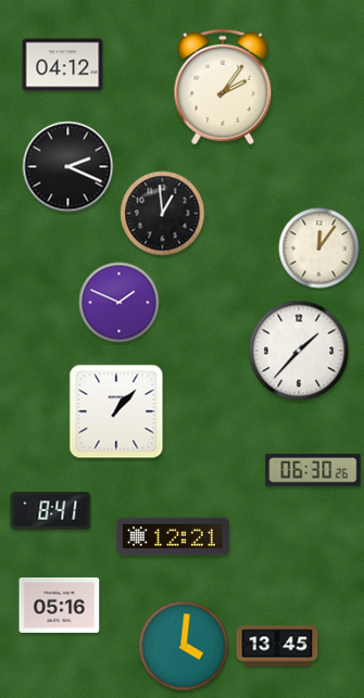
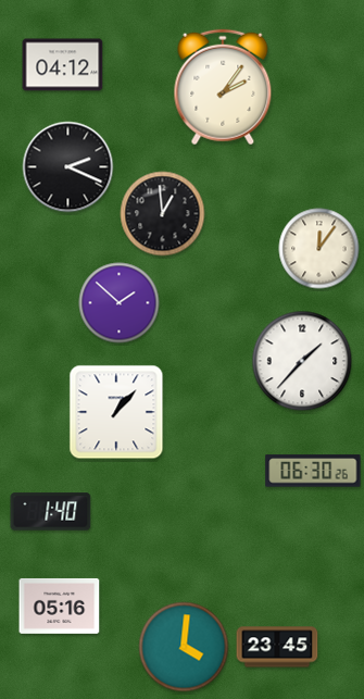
clock at (120, 303): 1:49 -> 1:52
clock at (299, 351) position: (299, 351) -> (302, 361)
clock at (51, 511): 8:41 -> 1:40
clock at (173, 536): 12:21 -> none
clock at (277, 646): 13:45 -> 23:45
